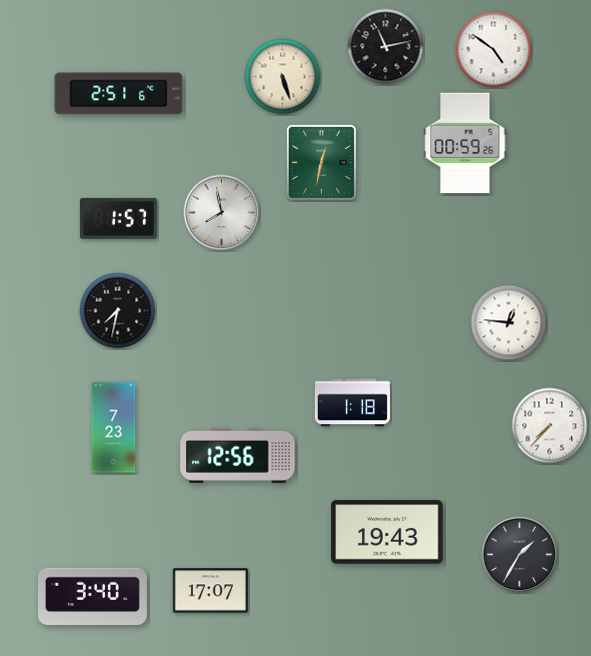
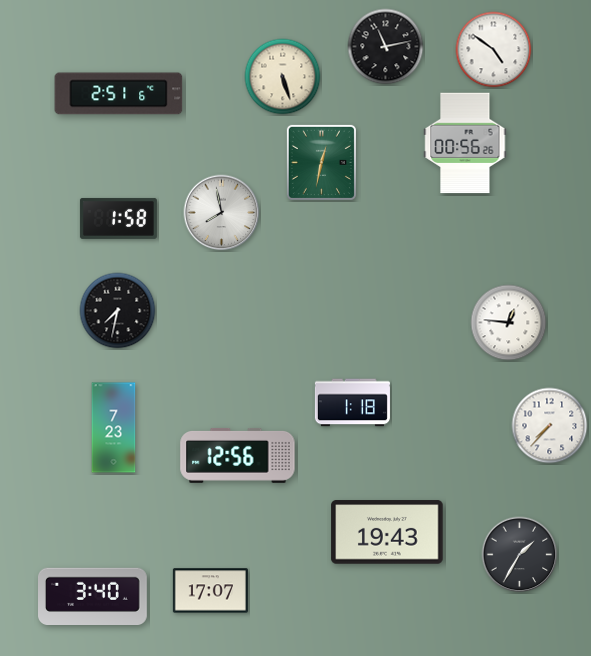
clock at (465, 143): 00:59 -> 00:56
clock at (118, 218): 1:57 -> 1:58
